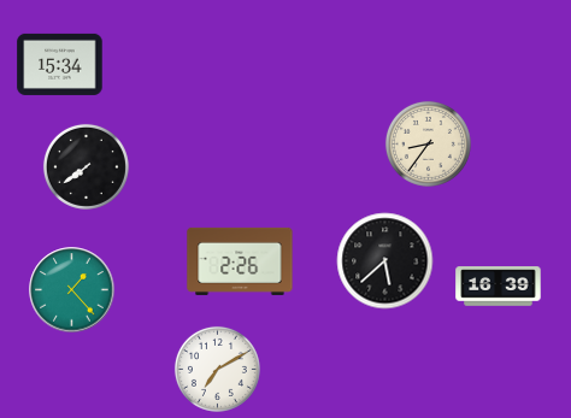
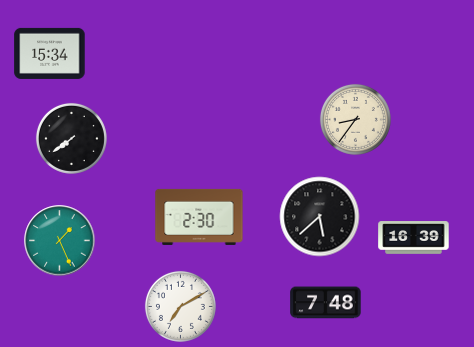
clock at (240, 261): 2:26 -> 2:30
clock at (72, 290): 1:23 -> 1:26
clock at (326, 303): none -> 7:48
